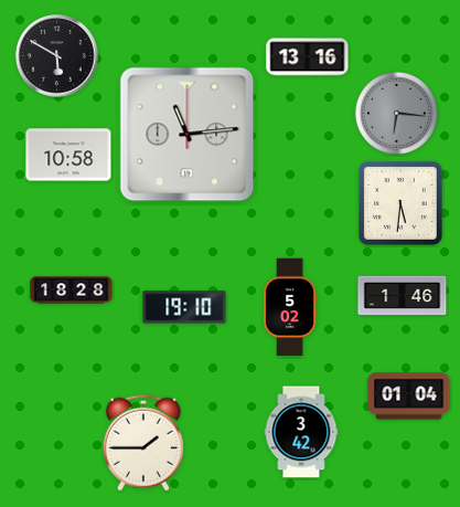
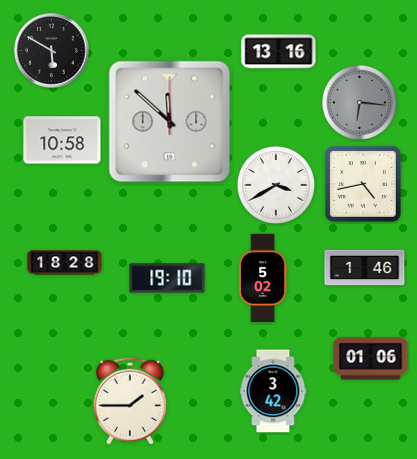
clock at (188, 135): 11:14 -> 11:52
clock at (400, 203): 5:31 -> 4:43
clock at (276, 185): none -> 3:40
clock at (409, 397): 01:04 -> 01:06
